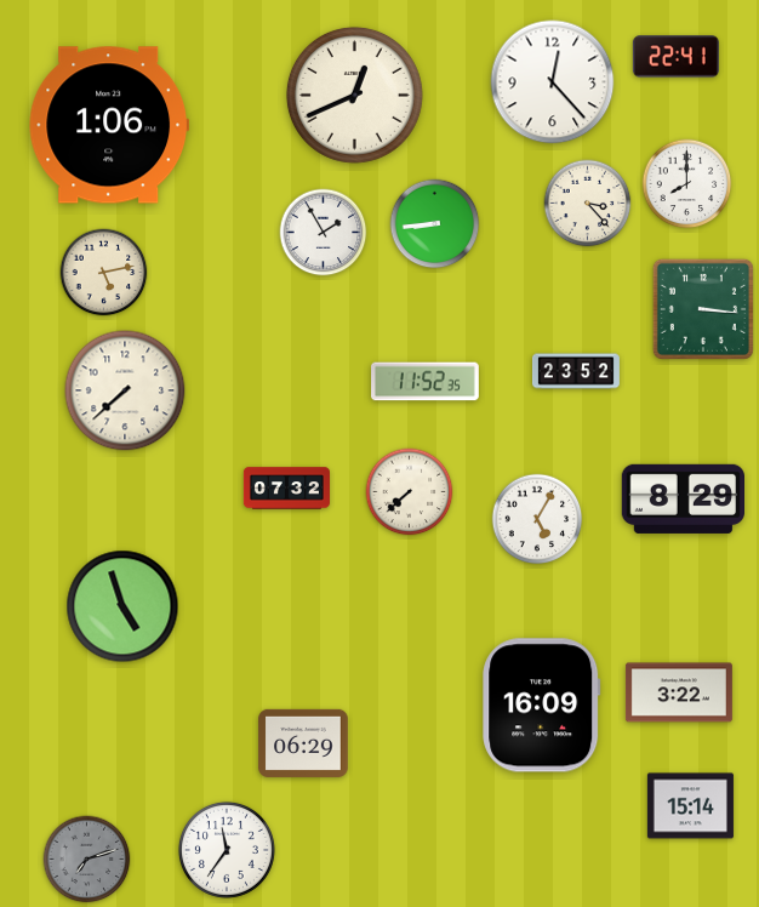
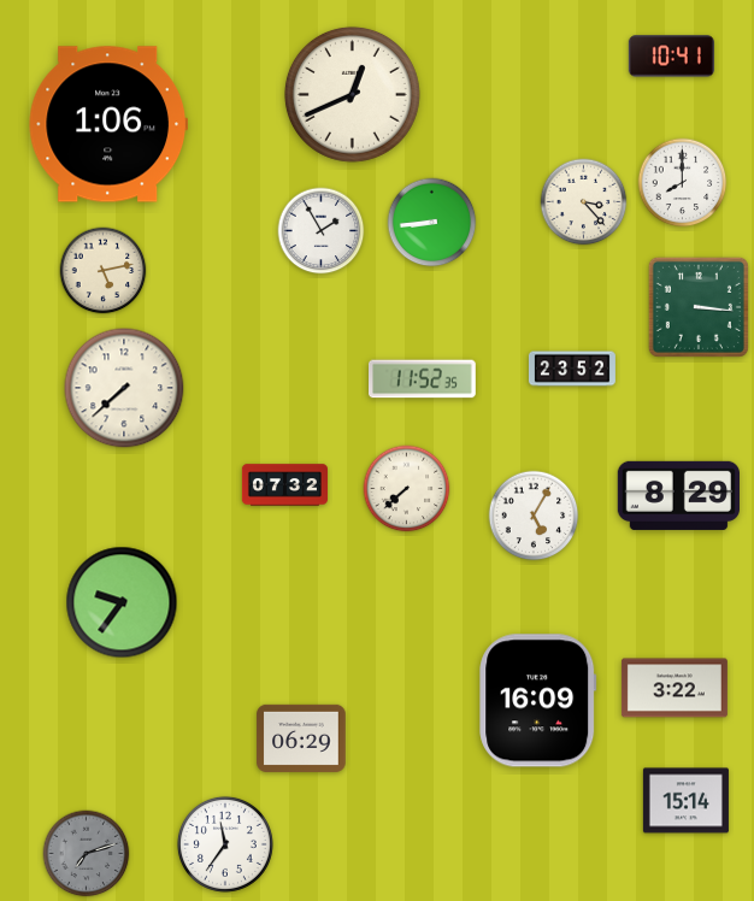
clock at (675, 57): 22:41 -> 10:41
clock at (553, 82): 12:23 -> none
clock at (122, 606): 4:57 -> 9:36
